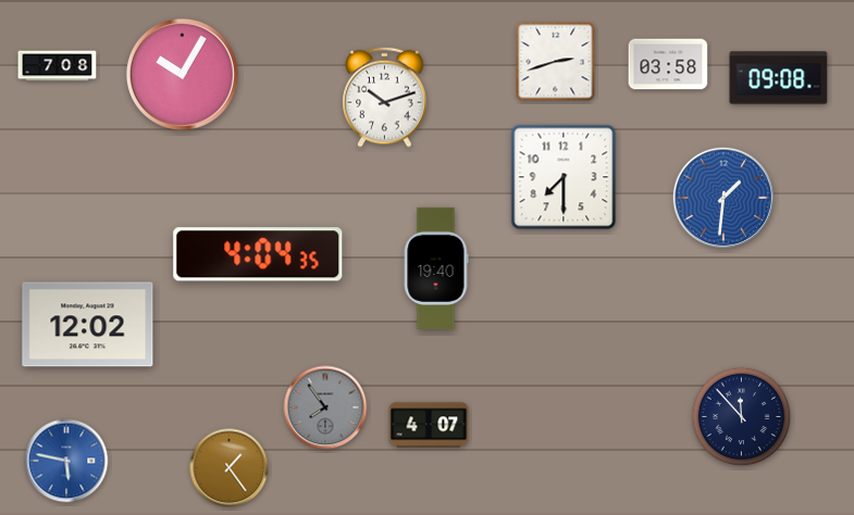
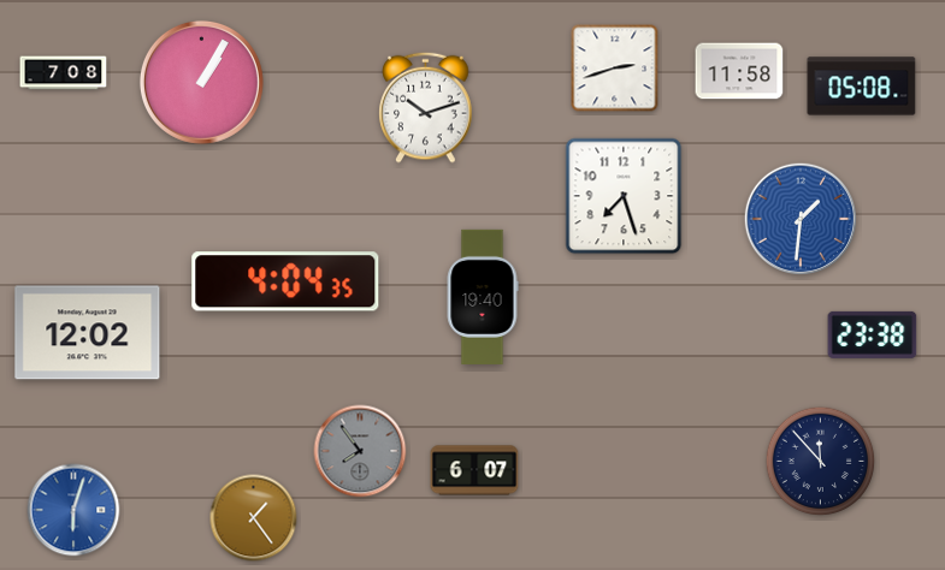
clock at (668, 64): 03:58 -> 11:58
clock at (182, 74): 10:05 -> 1:05
clock at (779, 78): 09:08 -> 05:08
clock at (564, 177): 7:30 -> 7:27
clock at (873, 334): none -> 23:38
clock at (88, 325) position: (88, 325) -> (88, 333)
clock at (429, 425): 4:07 -> 6:07
clock at (66, 461): 5:47 -> 6:03
